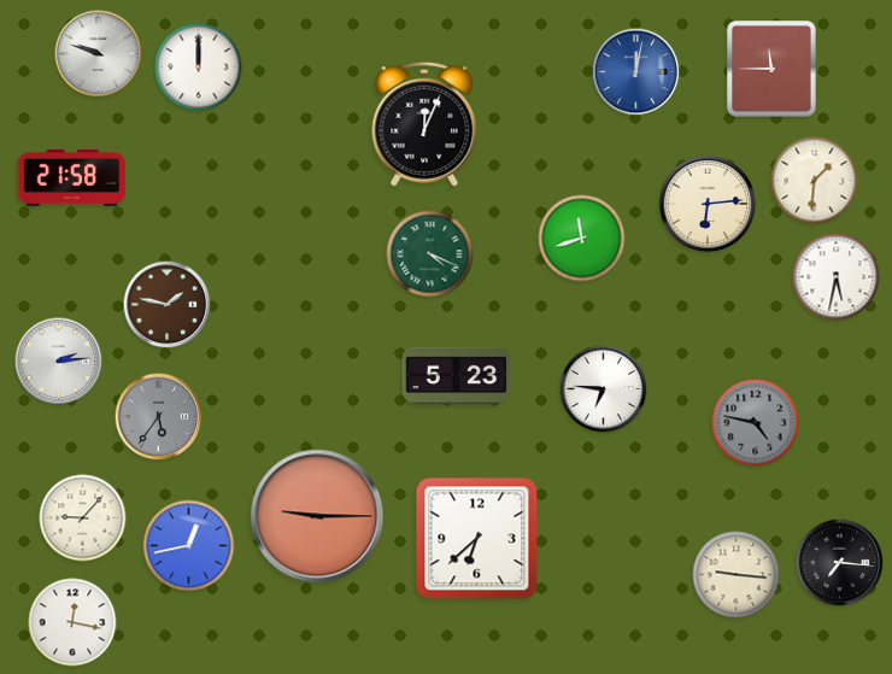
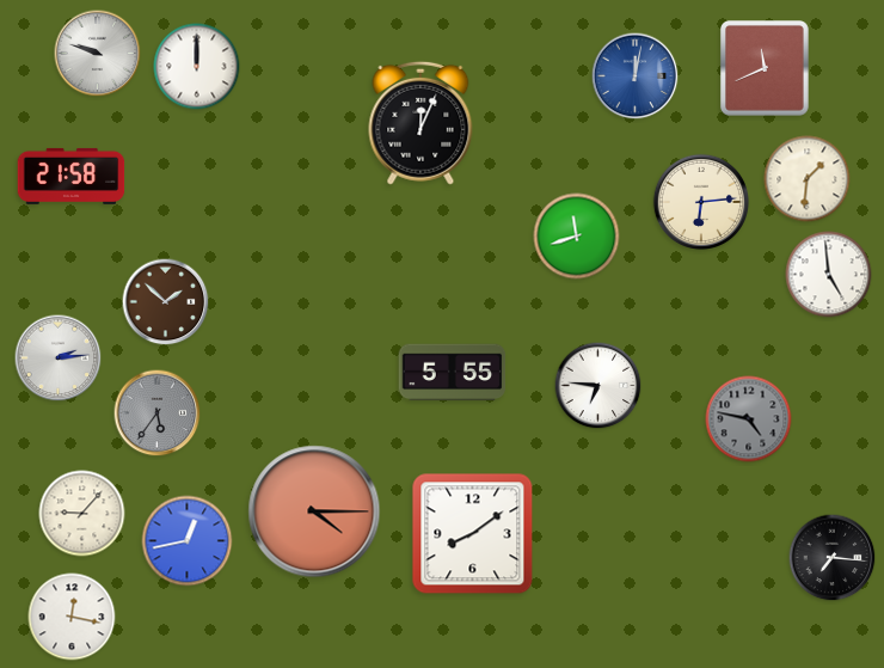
clock at (773, 70): 11:45 -> 11:41
clock at (636, 72) position: (636, 72) -> (636, 76)
clock at (430, 254): 4:19 -> none
clock at (837, 277): 5:32 -> 4:59
clock at (168, 305): 1:47 -> 1:52
clock at (457, 376): 5:23 -> 5:55
clock at (317, 516): 9:15 -> 4:15
clock at (477, 539): 6:38 -> 8:09
clock at (737, 575): 9:16 -> none
